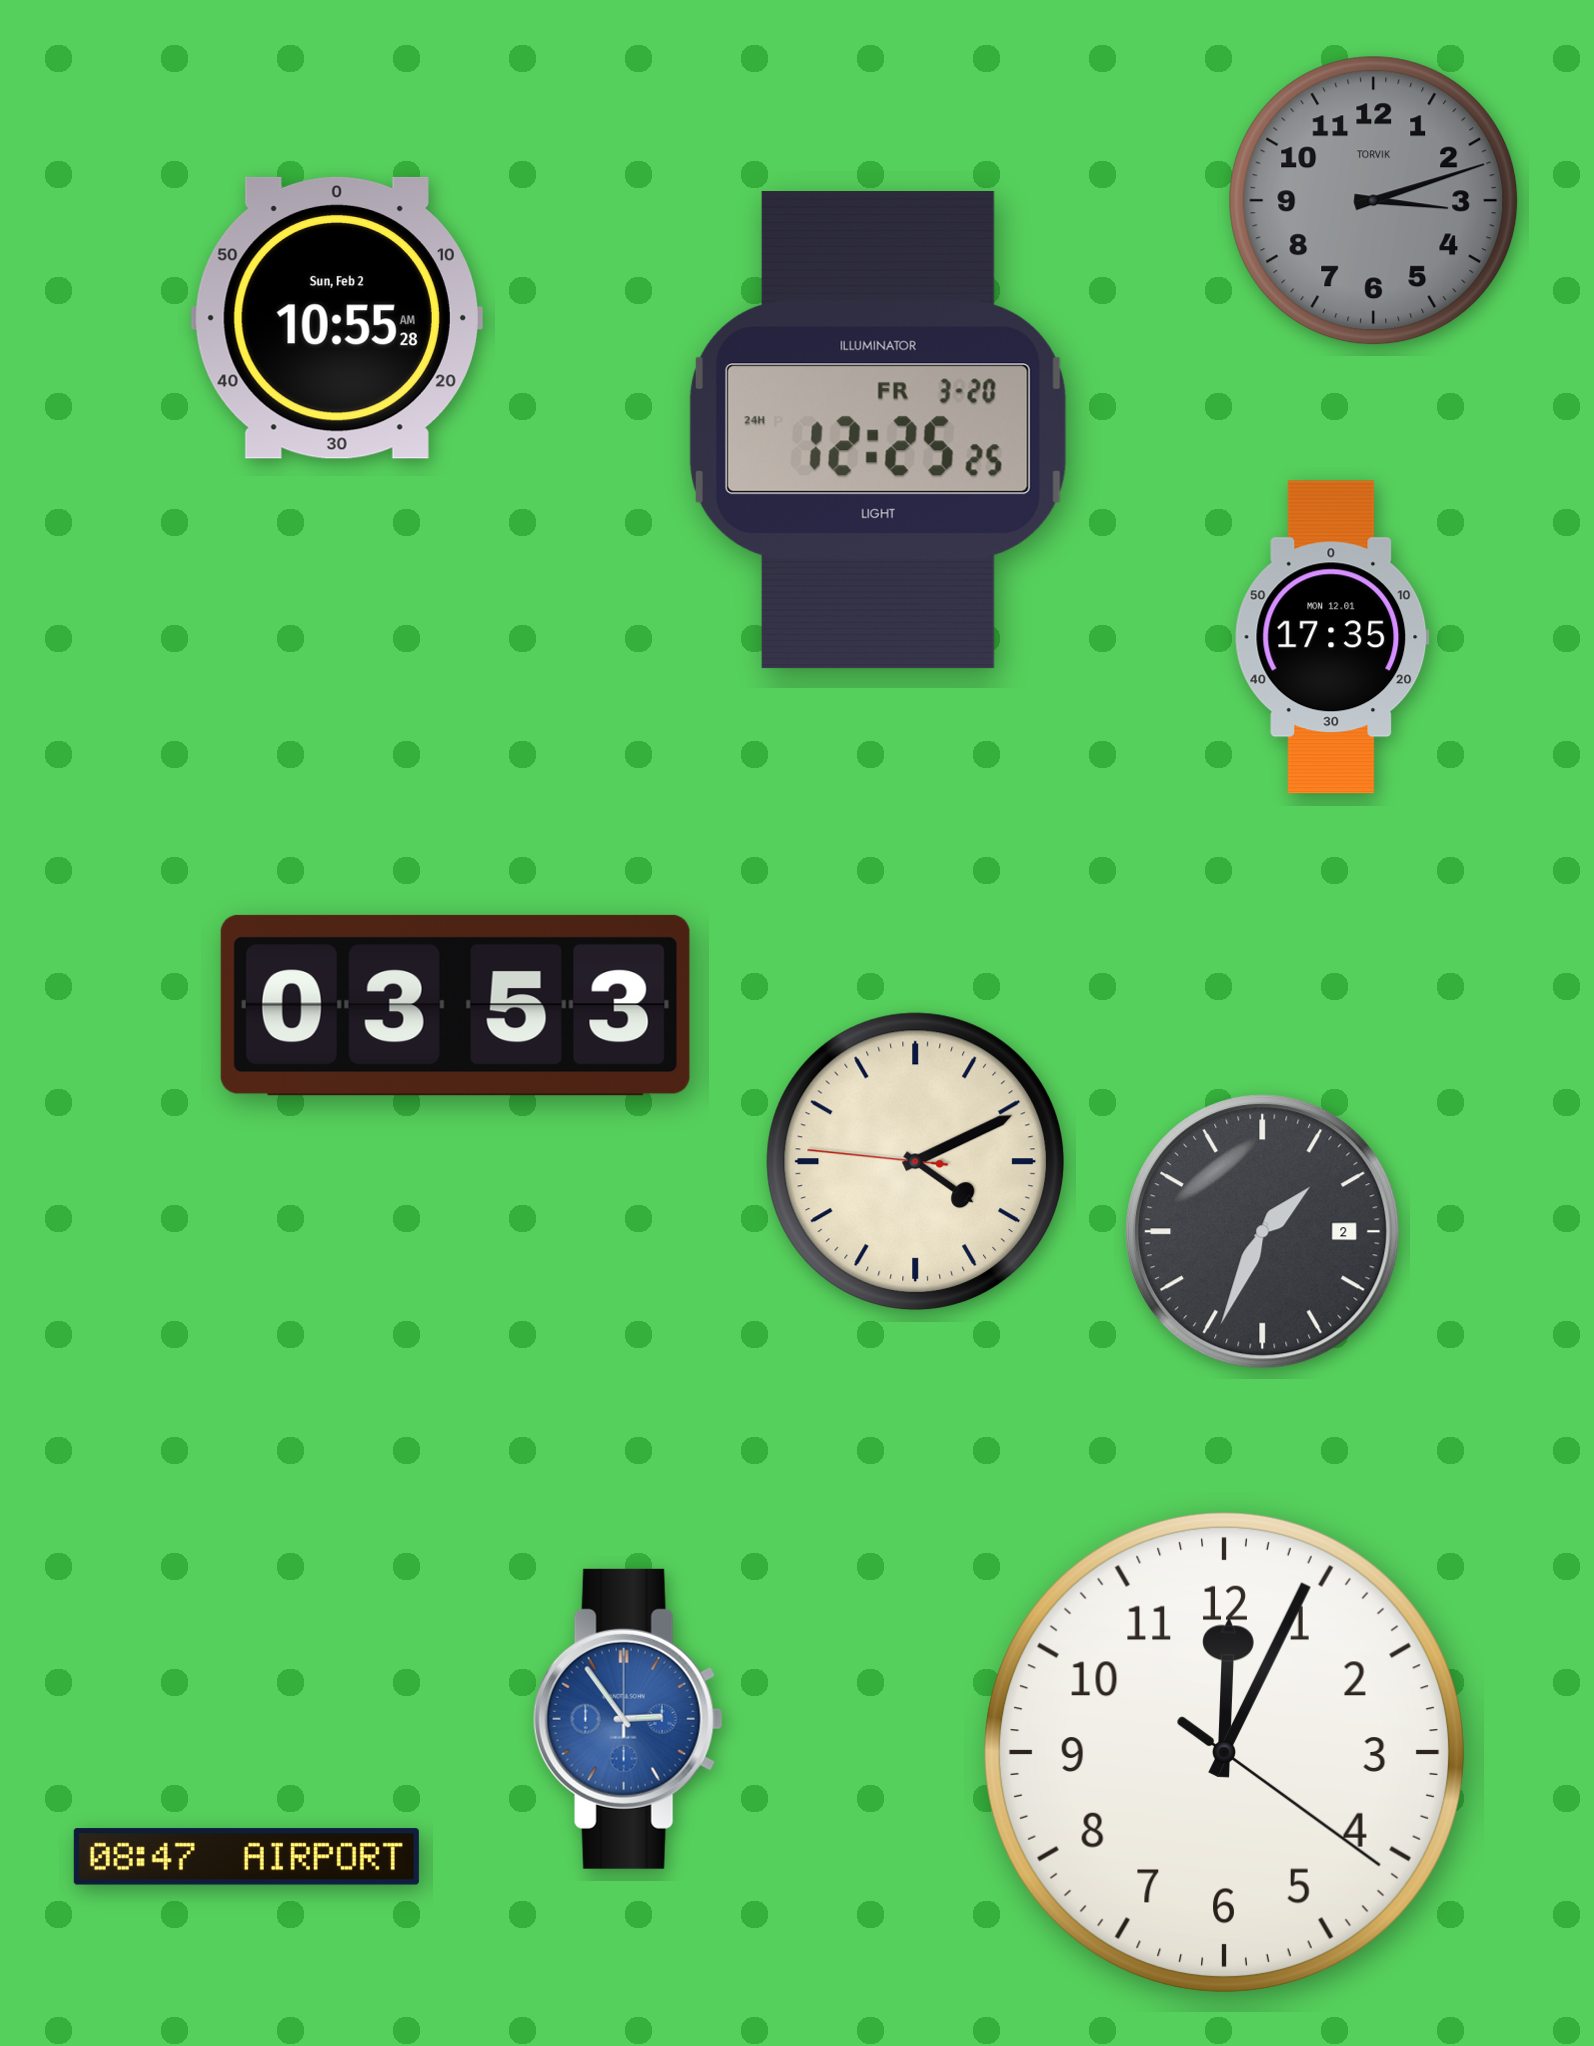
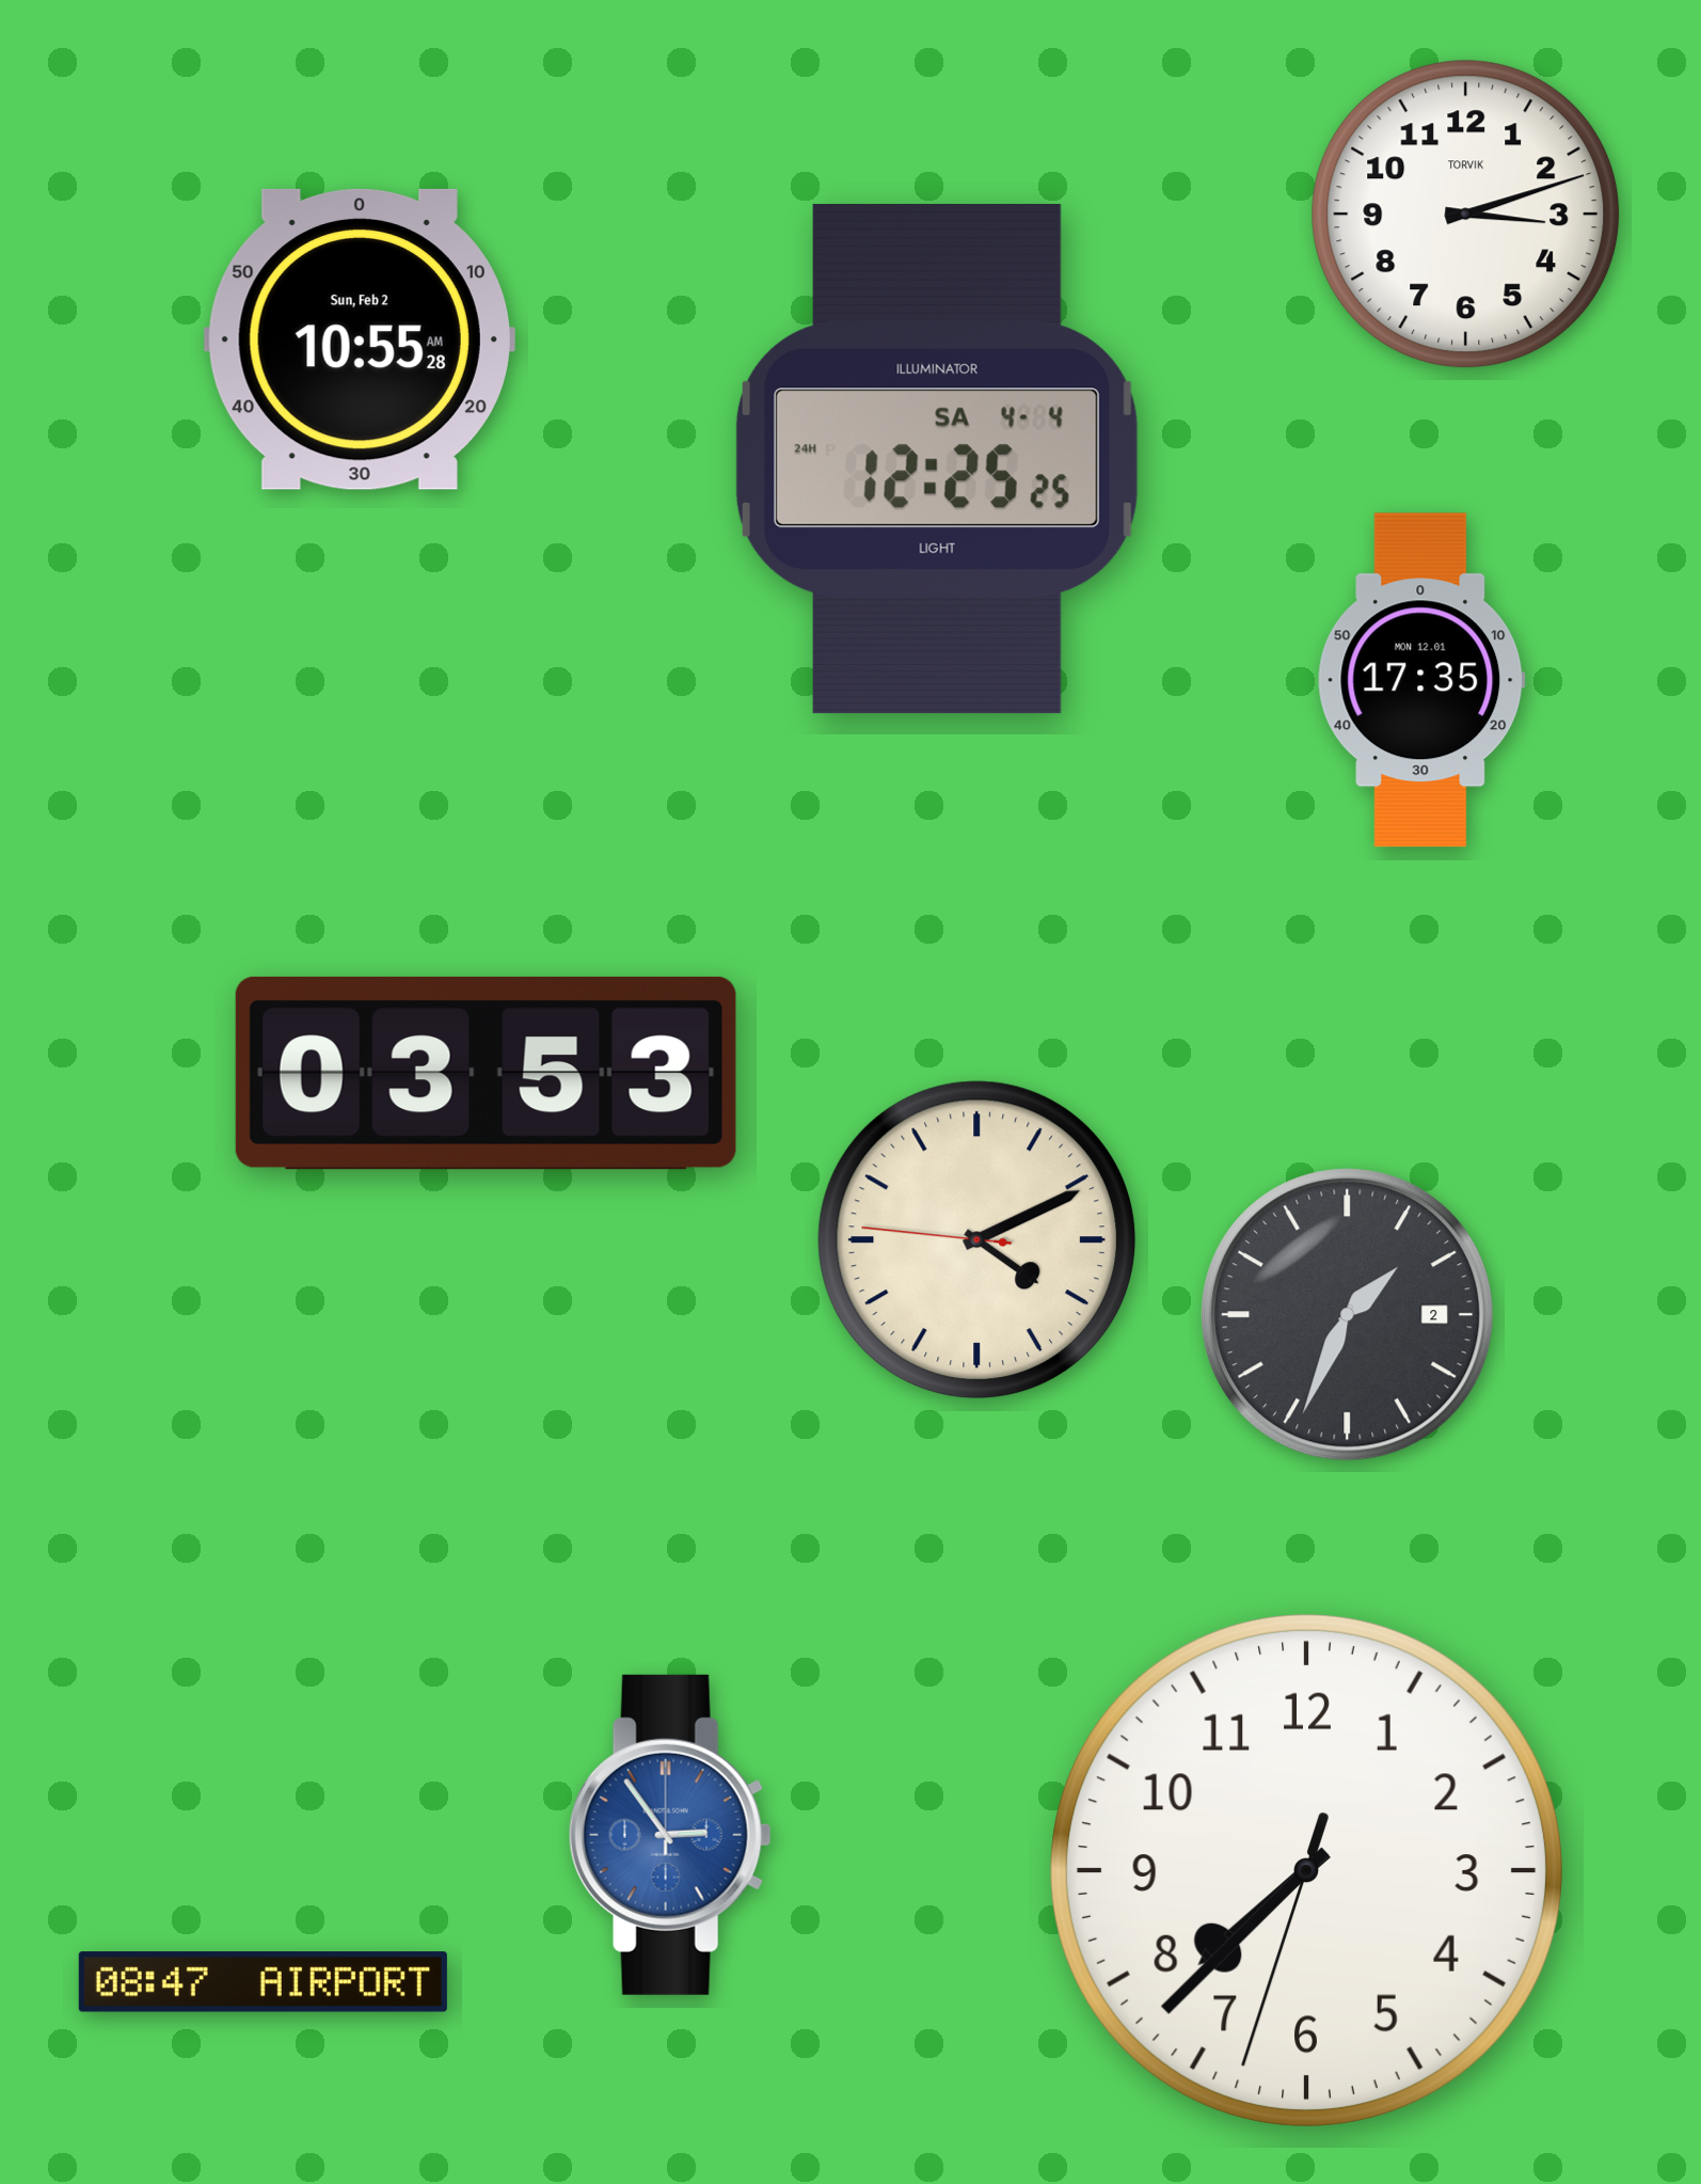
clock at (1374, 201) dial: grey -> white
clock at (878, 430) date: FR 3-20 -> SA 4-4
clock at (1224, 1752): 12:04 -> 7:37
